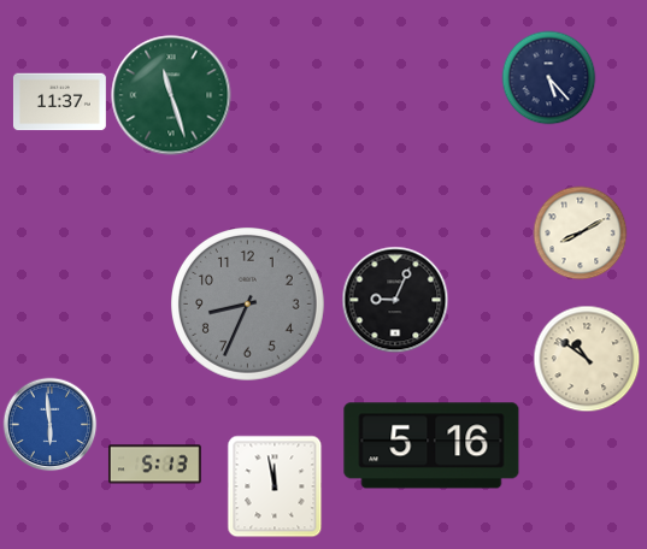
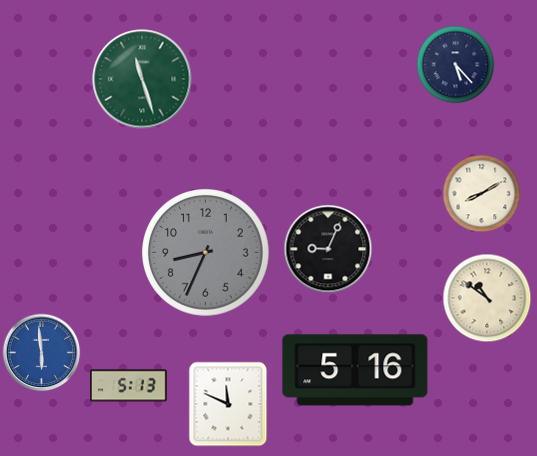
clock at (59, 102): 11:37 -> none
clock at (431, 445) position: (431, 445) -> (355, 370)
clock at (275, 486): 11:58 -> 11:49
